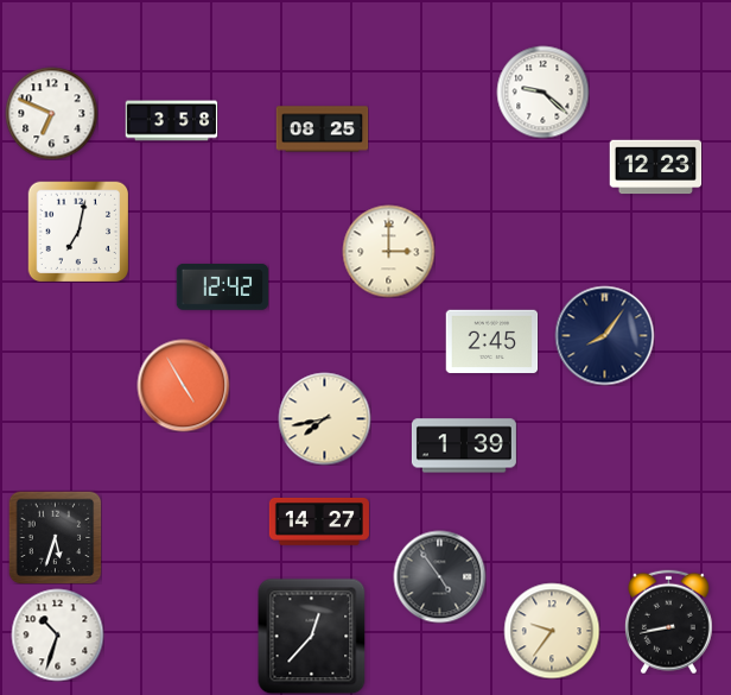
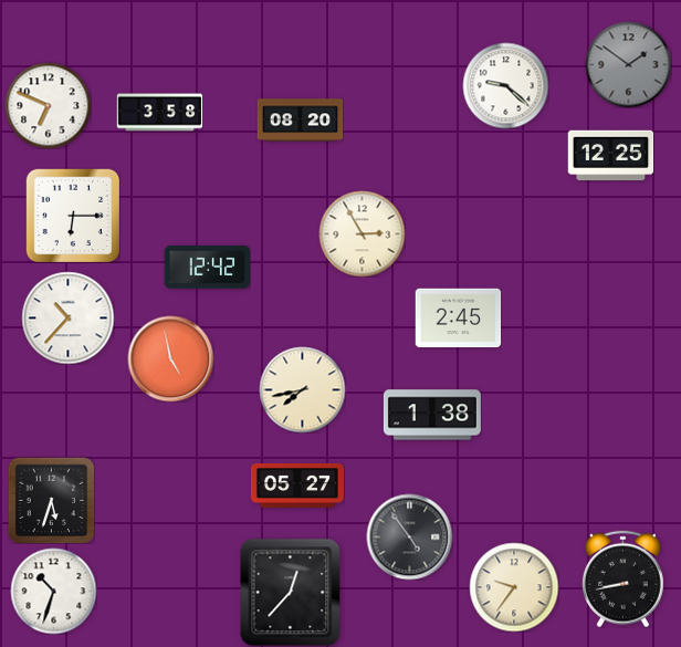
clock at (628, 64): none -> 1:51
clock at (322, 129): 08:25 -> 08:20
clock at (655, 168): 12:23 -> 12:25
clock at (78, 232): 7:02 -> 6:15
clock at (388, 251): 3:00 -> 2:55
clock at (604, 335): 8:06 -> none
clock at (67, 317): none -> 10:37
clock at (183, 385): 4:55 -> 4:58
clock at (464, 446): 1:39 -> 1:38
clock at (319, 522): 14:27 -> 05:27
